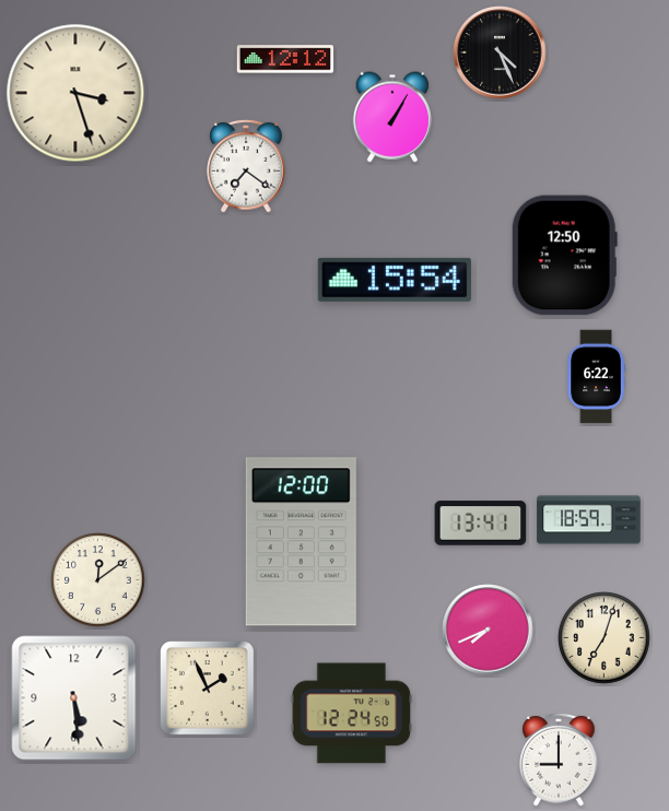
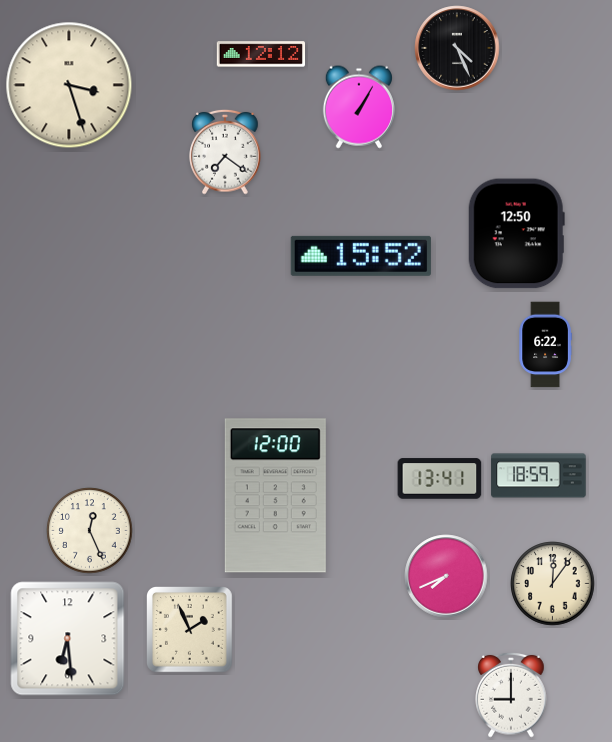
clock at (395, 280): 15:54 -> 15:52
clock at (98, 580): 12:09 -> 12:26
clock at (605, 638): 7:03 -> 12:06
clock at (74, 698): 5:29 -> 6:29
clock at (352, 714): 12:24 -> none
